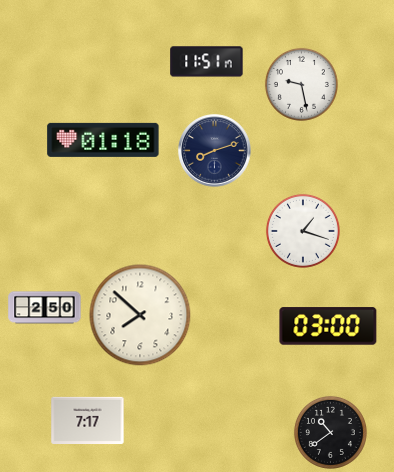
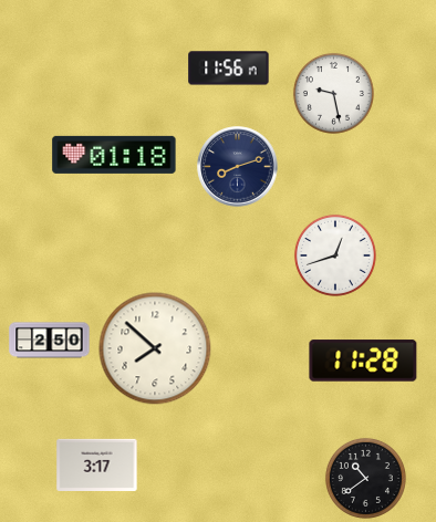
clock at (207, 62): 11:51 -> 11:56
clock at (303, 231): 1:18 -> 12:42
clock at (328, 326): 03:00 -> 11:28
clock at (88, 420): 7:17 -> 3:17
